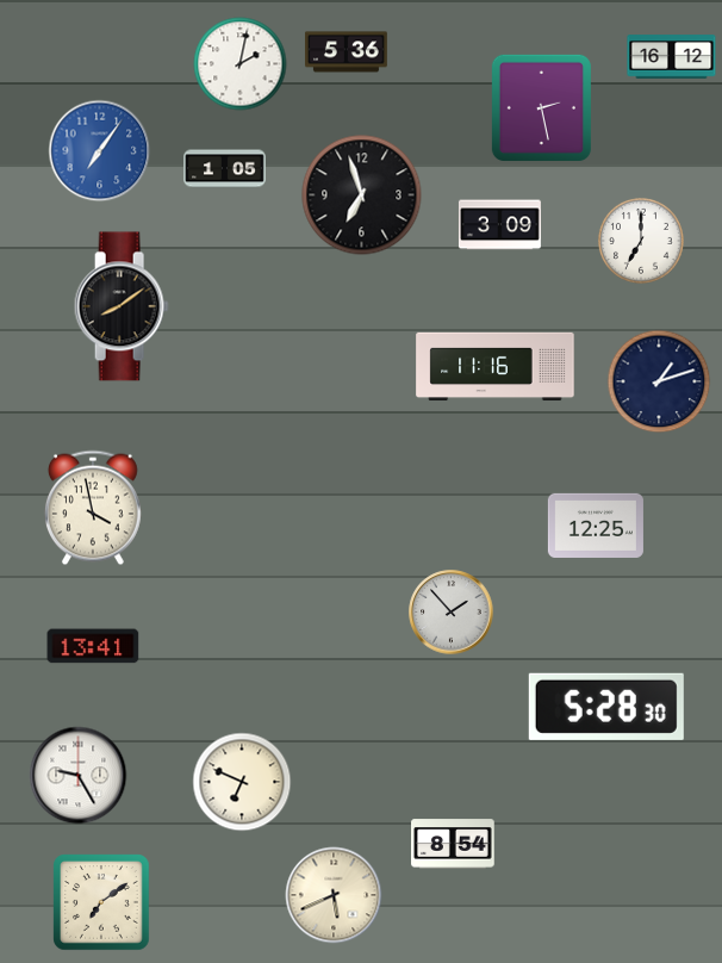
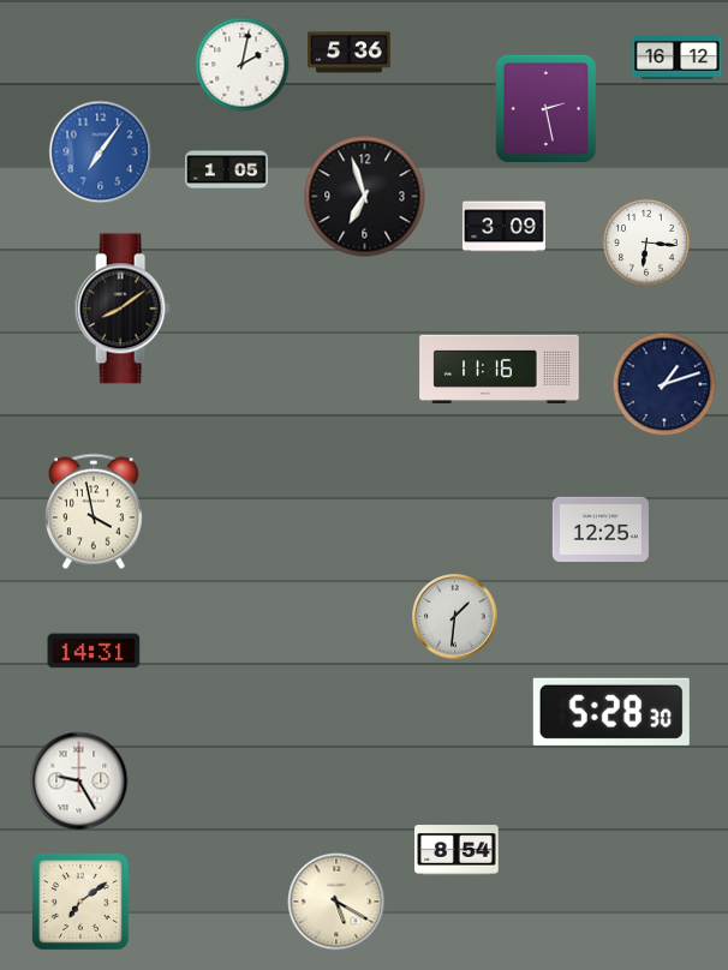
clock at (641, 241): 7:00 -> 6:16
clock at (452, 613): 1:53 -> 1:31
clock at (93, 646): 13:41 -> 14:31
clock at (242, 782): 6:49 -> none
clock at (334, 895): 5:41 -> 5:20
clock at (101, 902) position: (101, 902) -> (80, 902)
